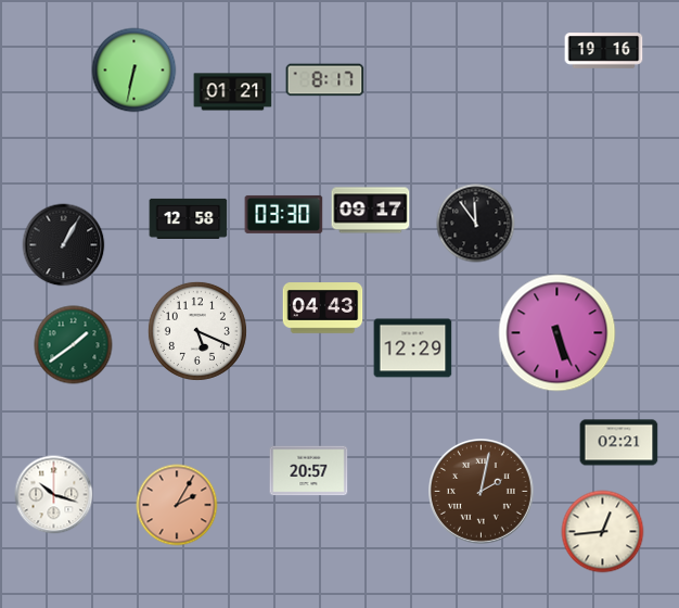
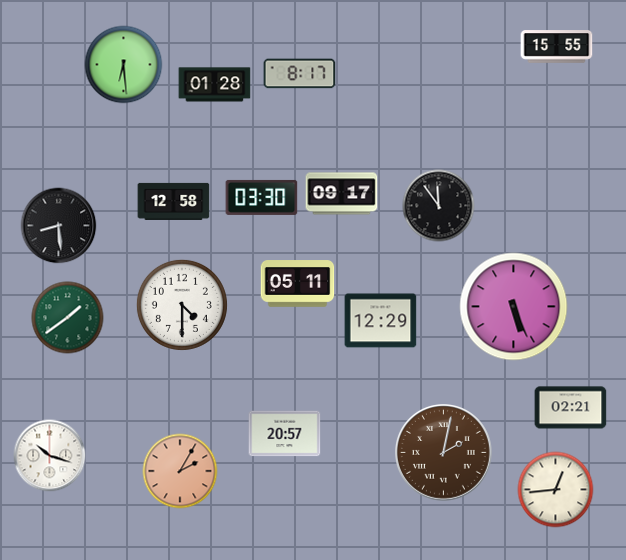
clock at (604, 51): 19:16 -> 15:55
clock at (134, 71): 6:32 -> 6:29
clock at (233, 92): 01:21 -> 01:28
clock at (64, 245): 1:05 -> 8:29
clock at (323, 308): 04:43 -> 05:11
clock at (197, 331): 5:19 -> 4:30
clock at (177, 505) position: (177, 505) -> (180, 471)
